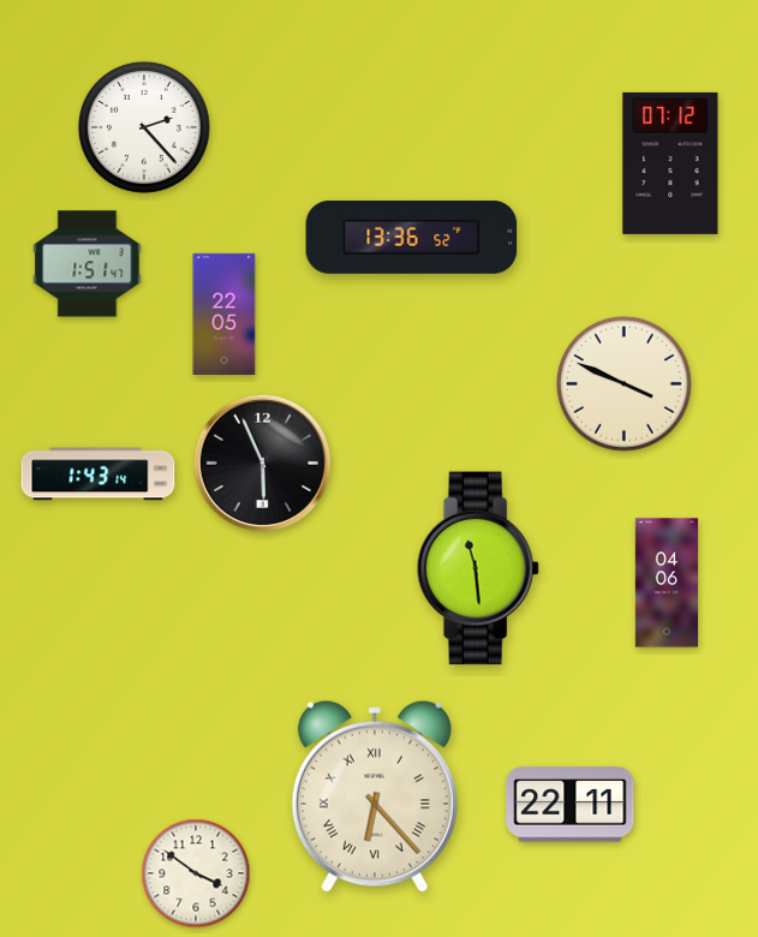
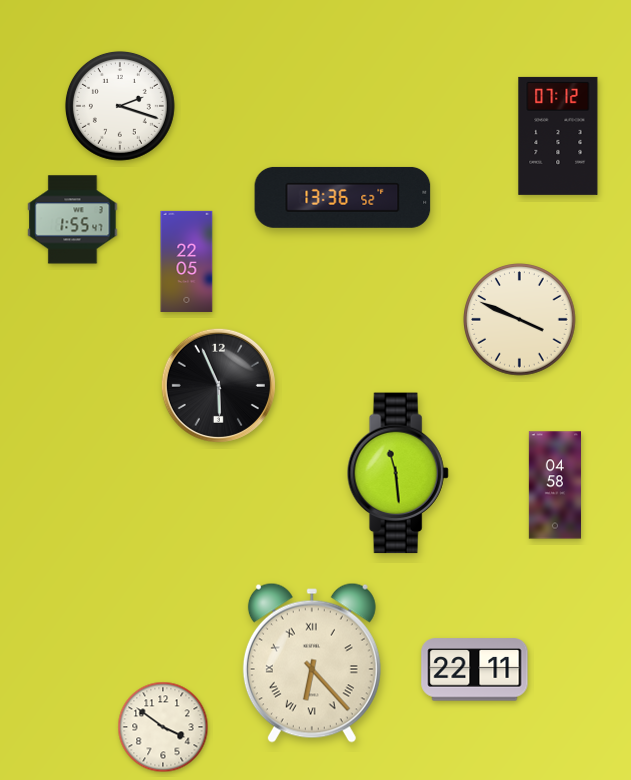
clock at (144, 127): 2:23 -> 2:18
clock at (88, 264): 1:51 -> 1:55
clock at (99, 475): 1:43 -> none
clock at (666, 583): 04:06 -> 04:58
